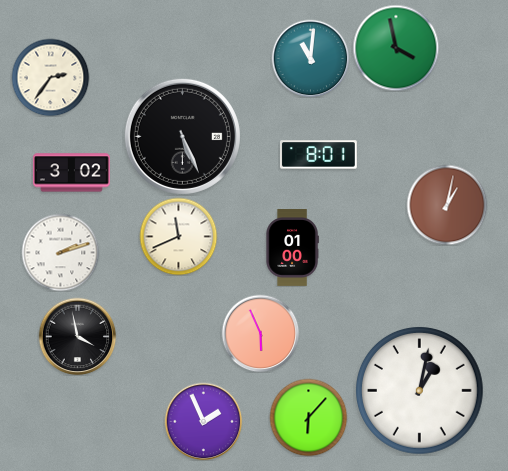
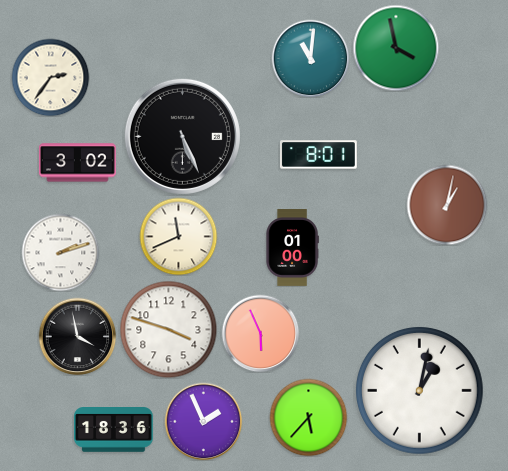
clock at (71, 173) position: (71, 173) -> (77, 163)
clock at (168, 329): none -> 3:48
clock at (308, 417): 6:07 -> 5:37
clock at (114, 430): none -> 18:36
